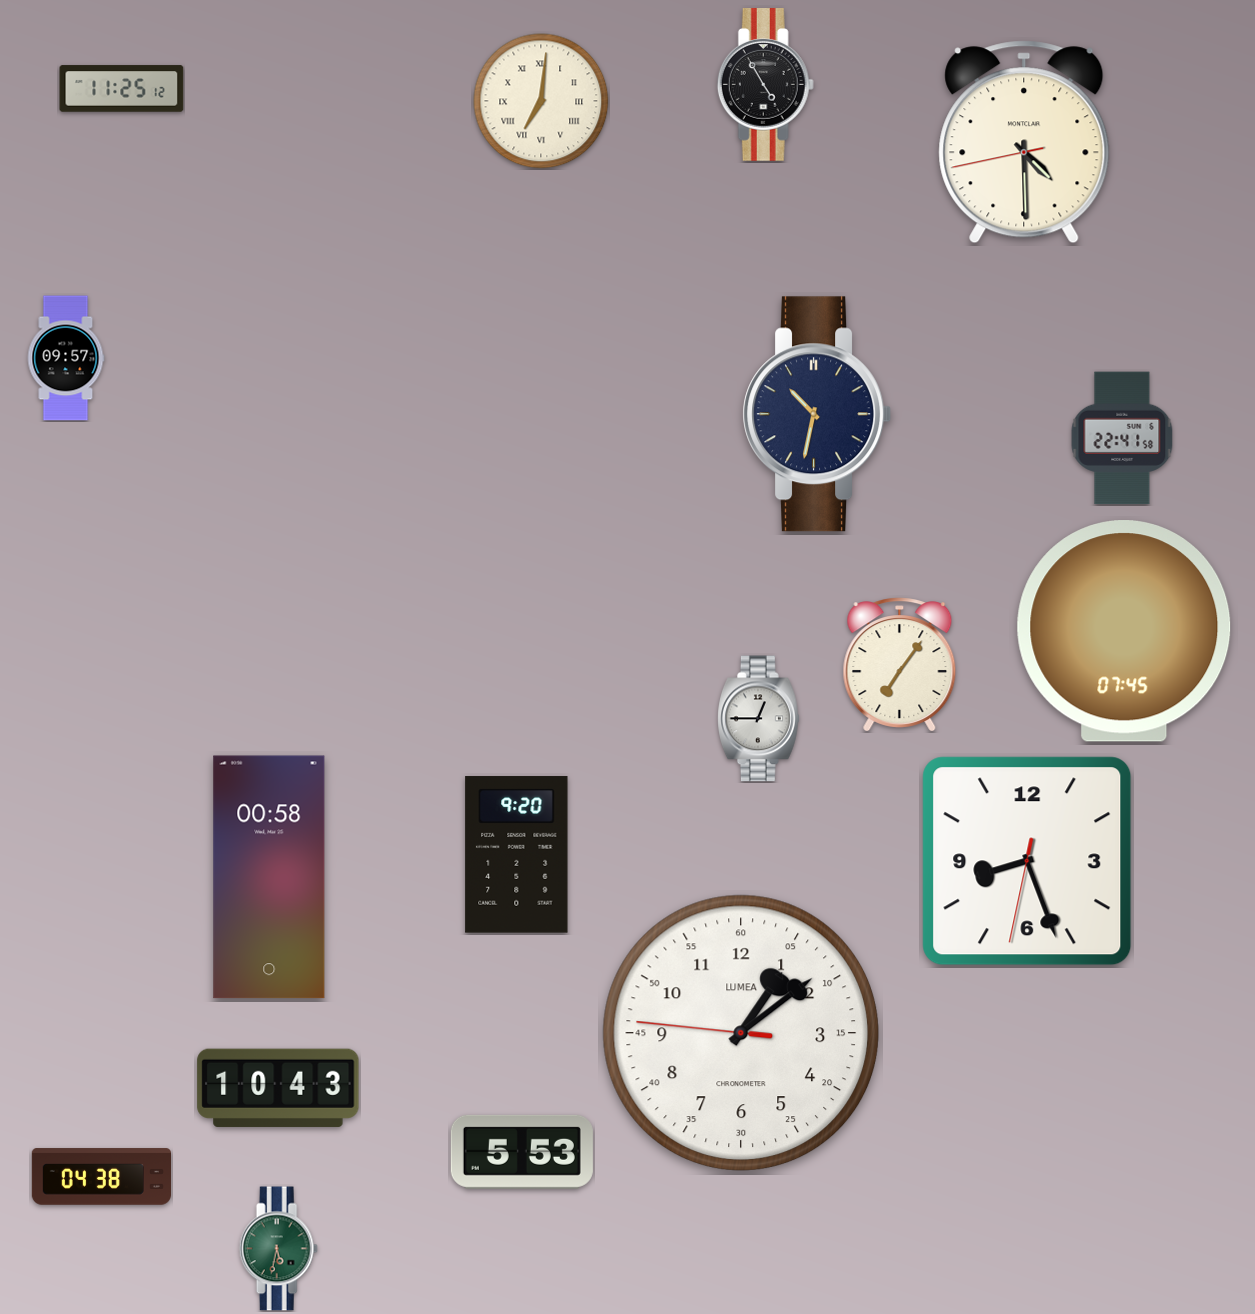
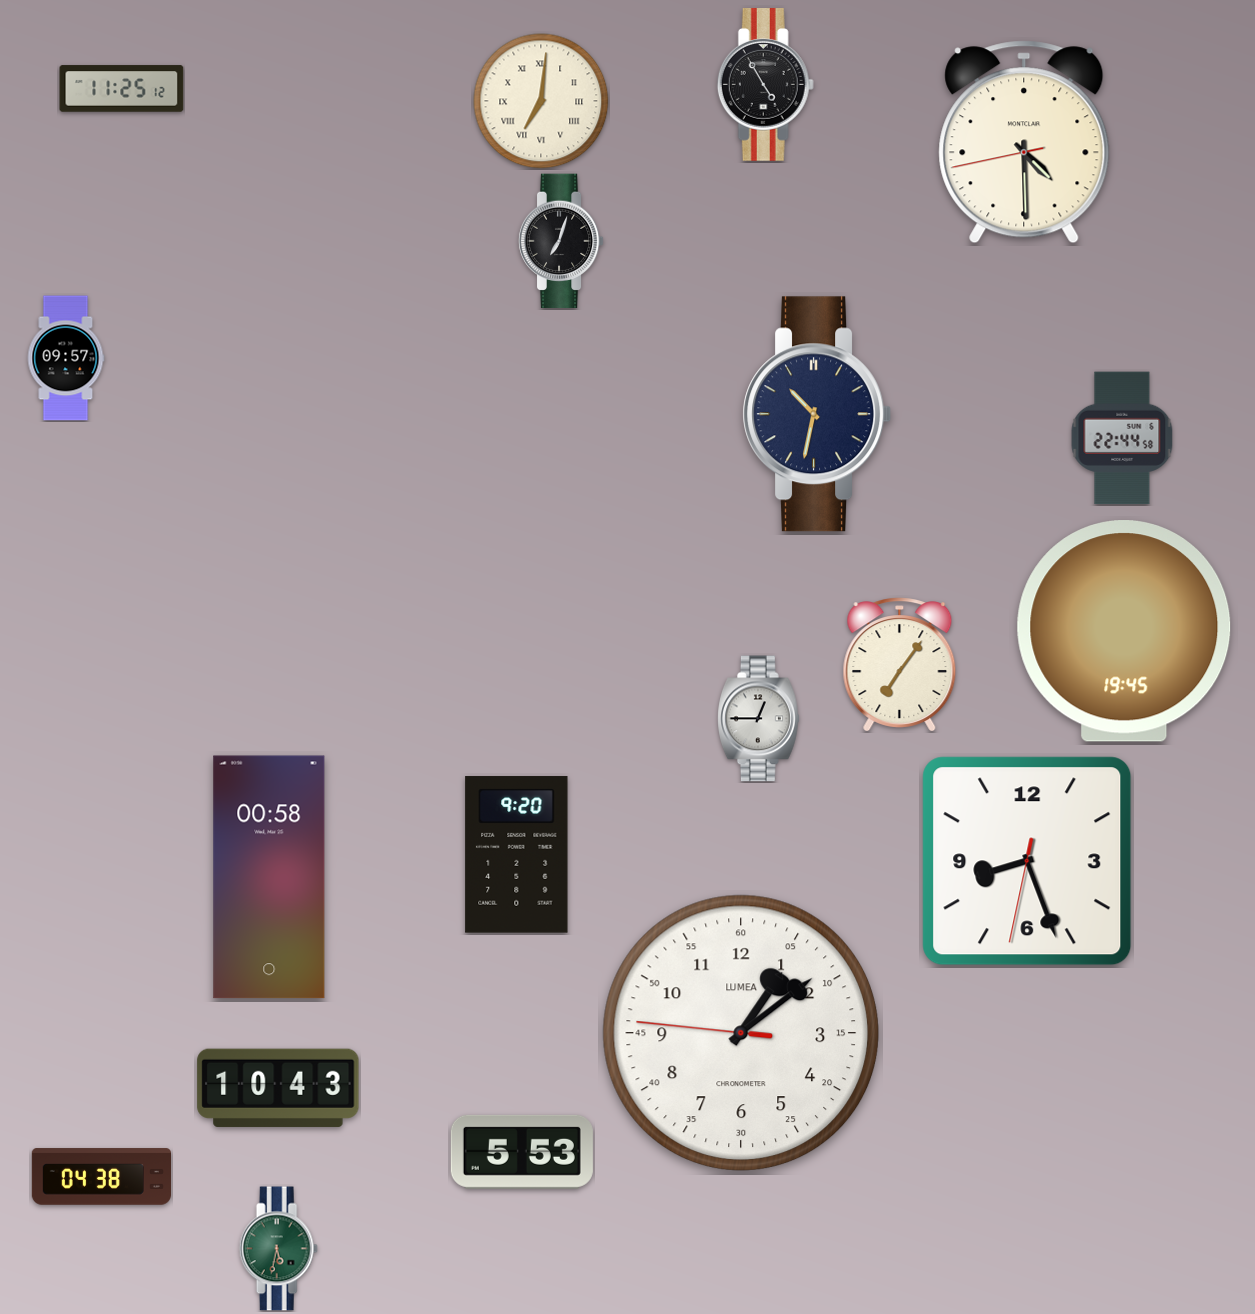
clock at (561, 241): none -> 7:03
clock at (1122, 438): 22:41 -> 22:44
clock at (1124, 631): 07:45 -> 19:45
